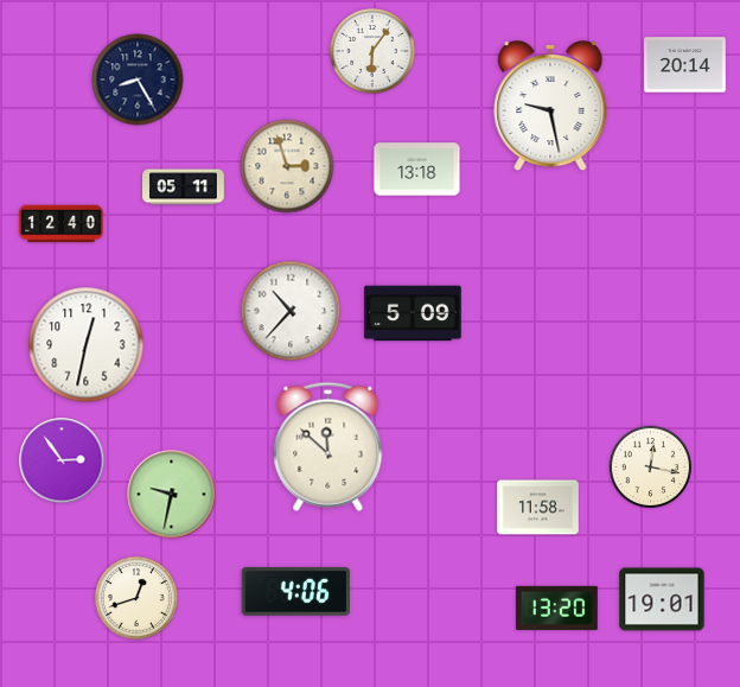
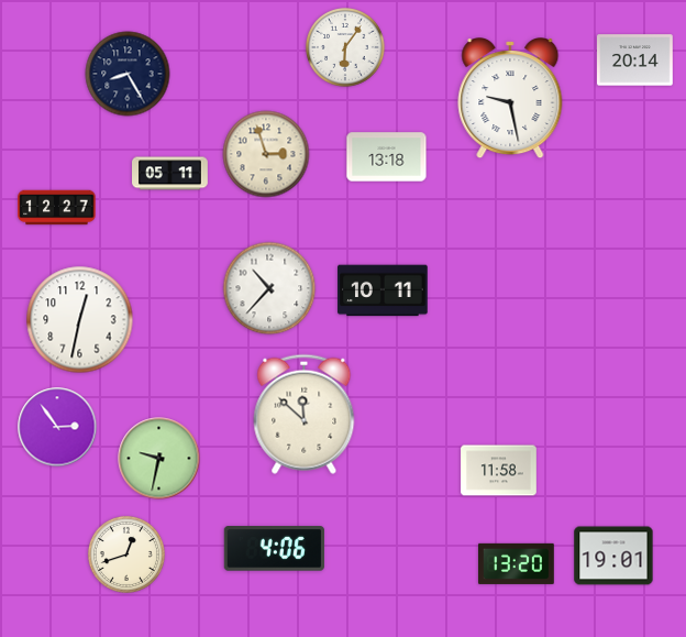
clock at (62, 224): 12:40 -> 12:27
clock at (413, 313): 5:09 -> 10:11
clock at (650, 466): 12:17 -> none
